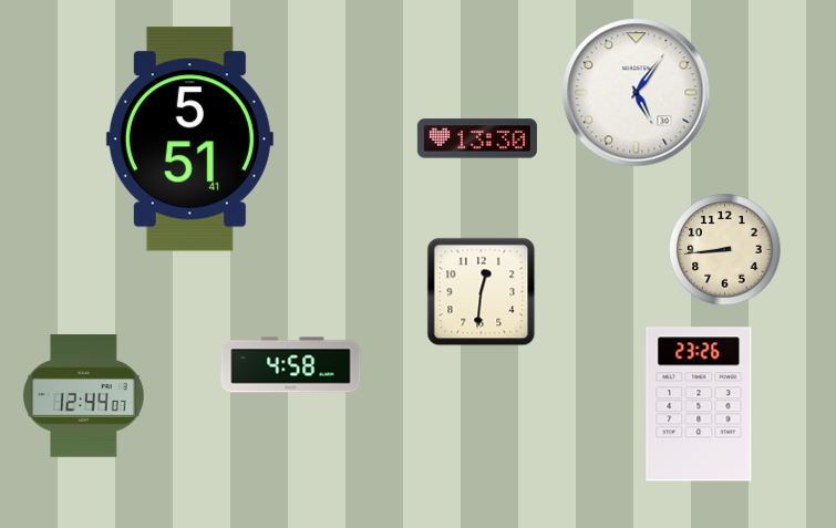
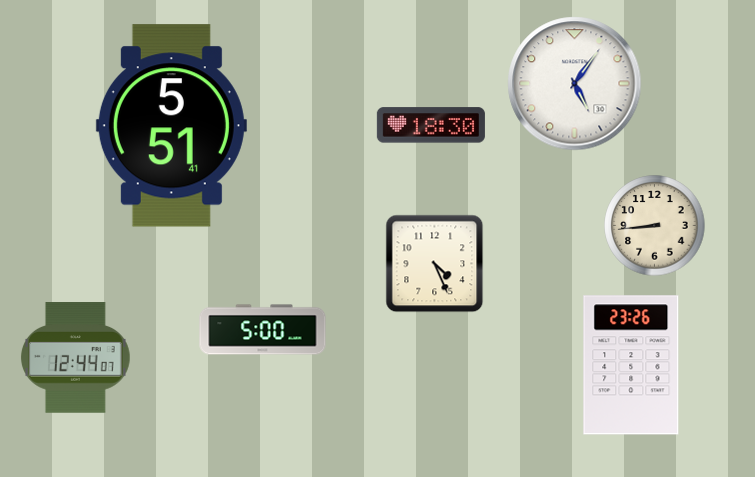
clock at (477, 138): 13:30 -> 18:30
clock at (482, 292): 12:31 -> 4:26
clock at (291, 365): 4:58 -> 5:00
